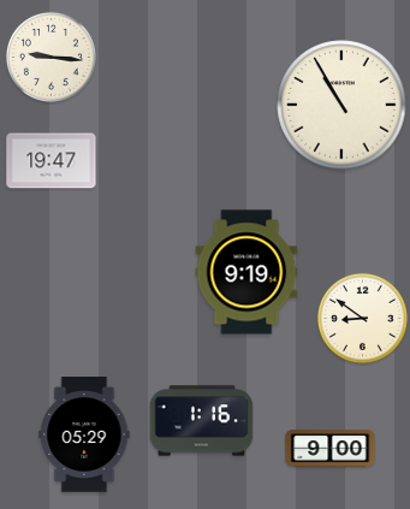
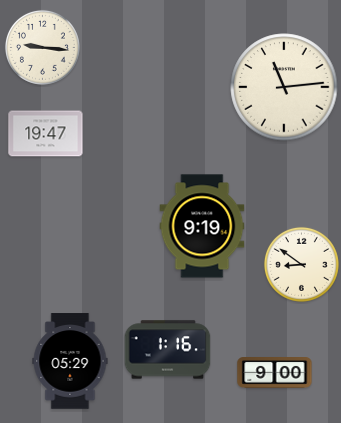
clock at (341, 105): 10:55 -> 11:14
clock at (52, 161) position: (52, 161) -> (46, 134)
clock at (246, 272) position: (246, 272) -> (202, 226)
